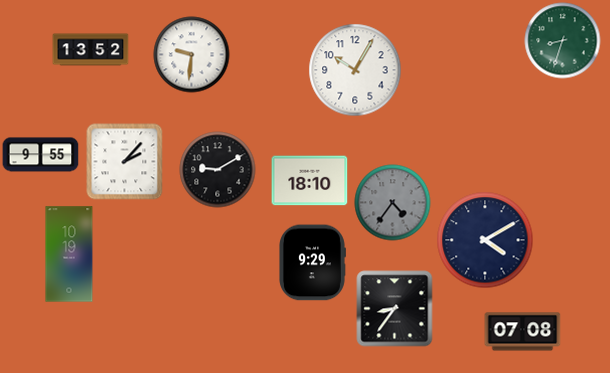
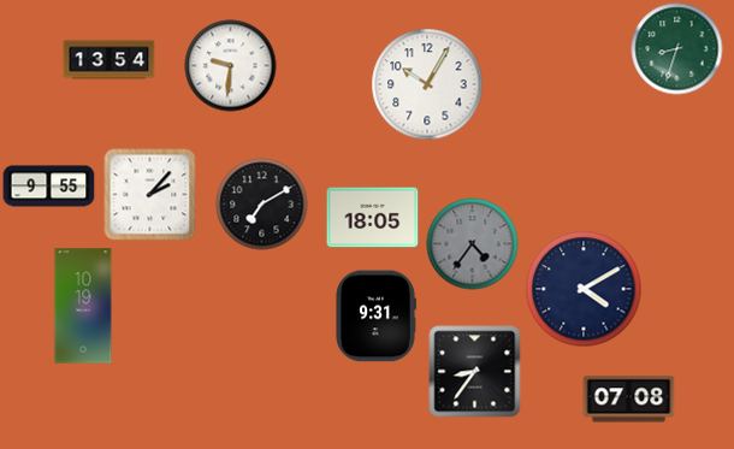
clock at (91, 50): 13:52 -> 13:54
clock at (218, 170): 9:10 -> 7:10
clock at (310, 181): 18:10 -> 18:05
clock at (312, 263): 9:29 -> 9:31
